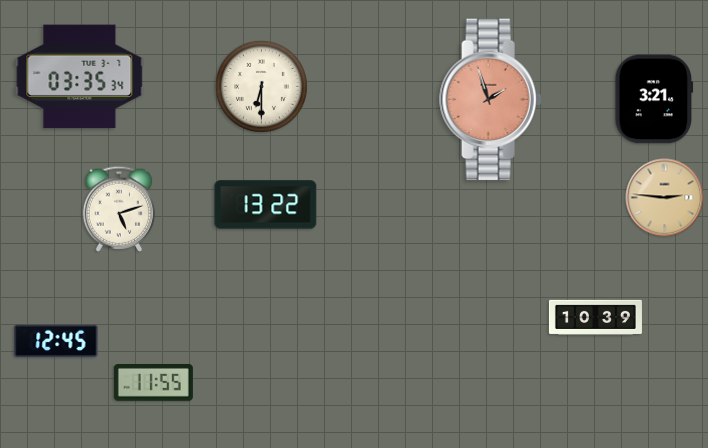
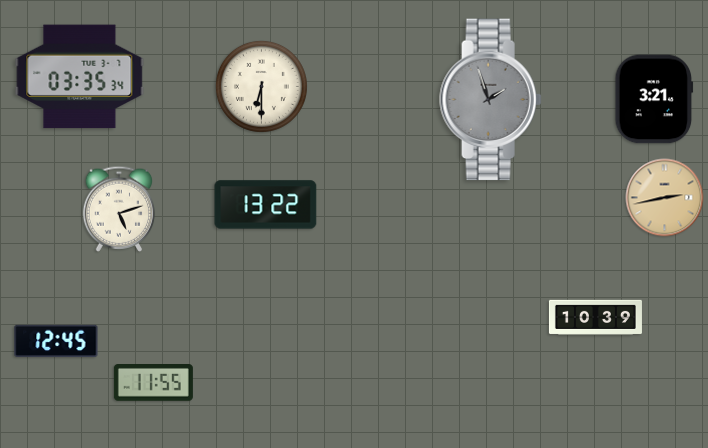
clock at (491, 100) dial: salmon -> grey
clock at (665, 198): 2:46 -> 2:43
